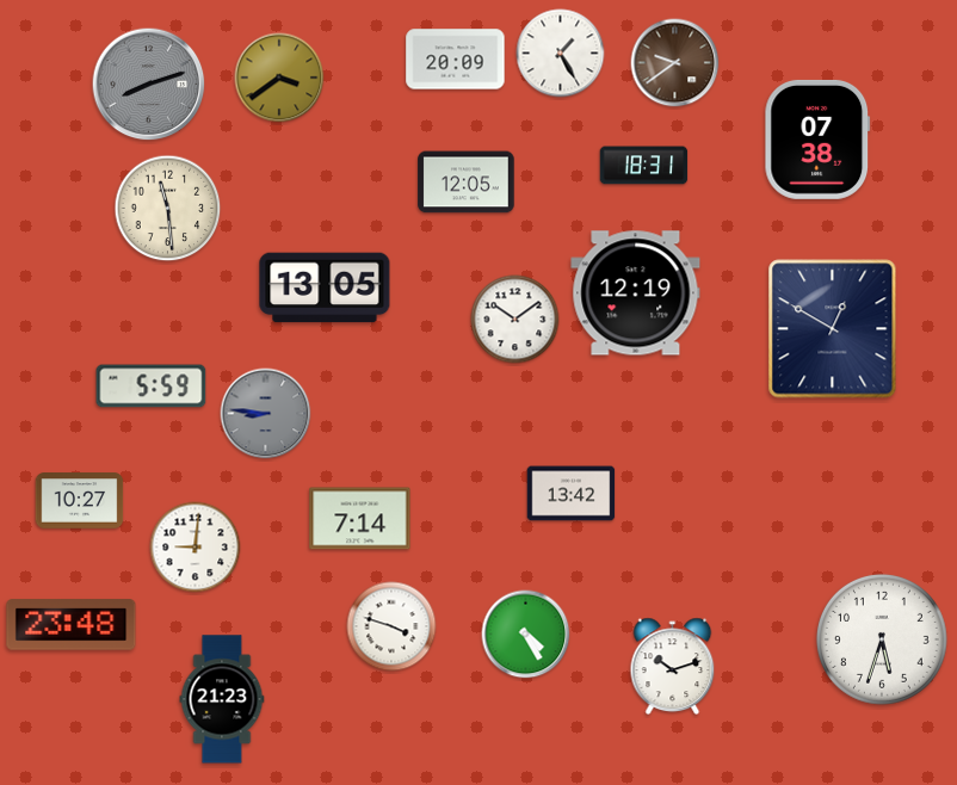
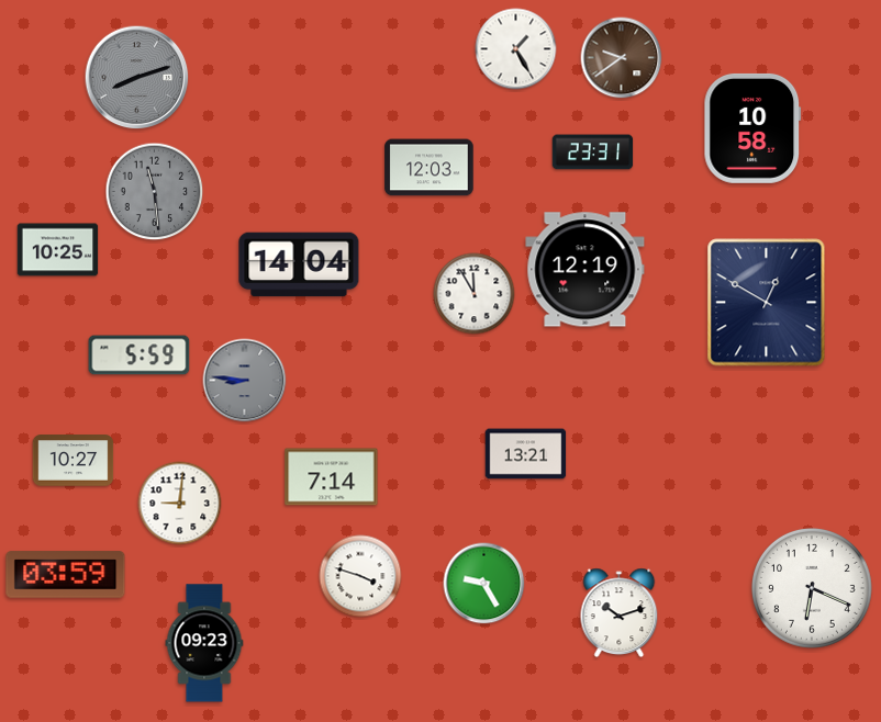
clock at (456, 60): 20:09 -> none
clock at (279, 78): 3:39 -> none
clock at (817, 140): 07:38 -> 10:58
clock at (644, 166): 18:31 -> 23:31
clock at (467, 183): 12:05 -> 12:03
clock at (168, 209) dial: cream -> grey
clock at (58, 250): none -> 10:25
clock at (325, 288): 13:05 -> 14:04
clock at (515, 320): 10:09 -> 11:55
clock at (572, 494): 13:42 -> 13:21
clock at (72, 625): 23:48 -> 03:59
clock at (526, 635): 4:25 -> 9:25
clock at (882, 639): 5:33 -> 6:19
clock at (222, 699): 21:23 -> 09:23
